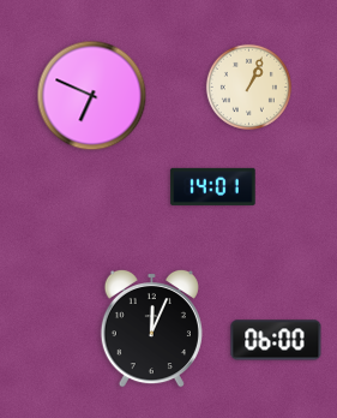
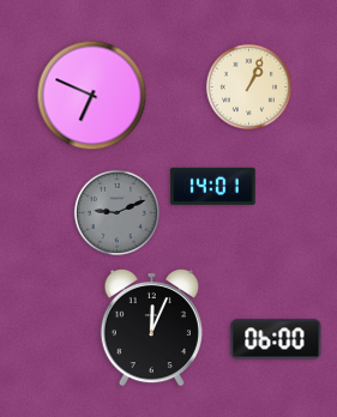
clock at (116, 212): none -> 9:11
